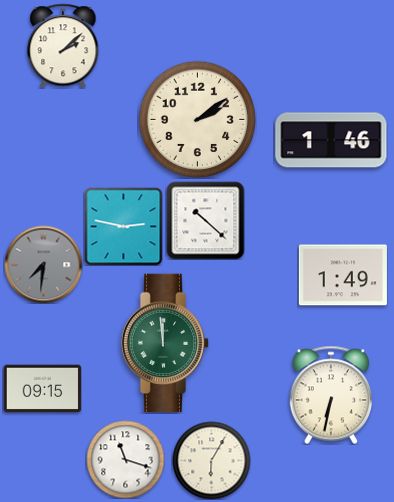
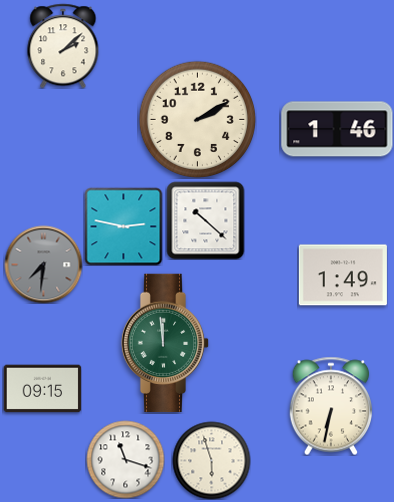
clock at (197, 119): 2:09 -> 2:10
clock at (331, 140) position: (331, 140) -> (337, 129)
clock at (331, 395) position: (331, 395) -> (331, 406)
clock at (211, 460): 6:05 -> 5:57
